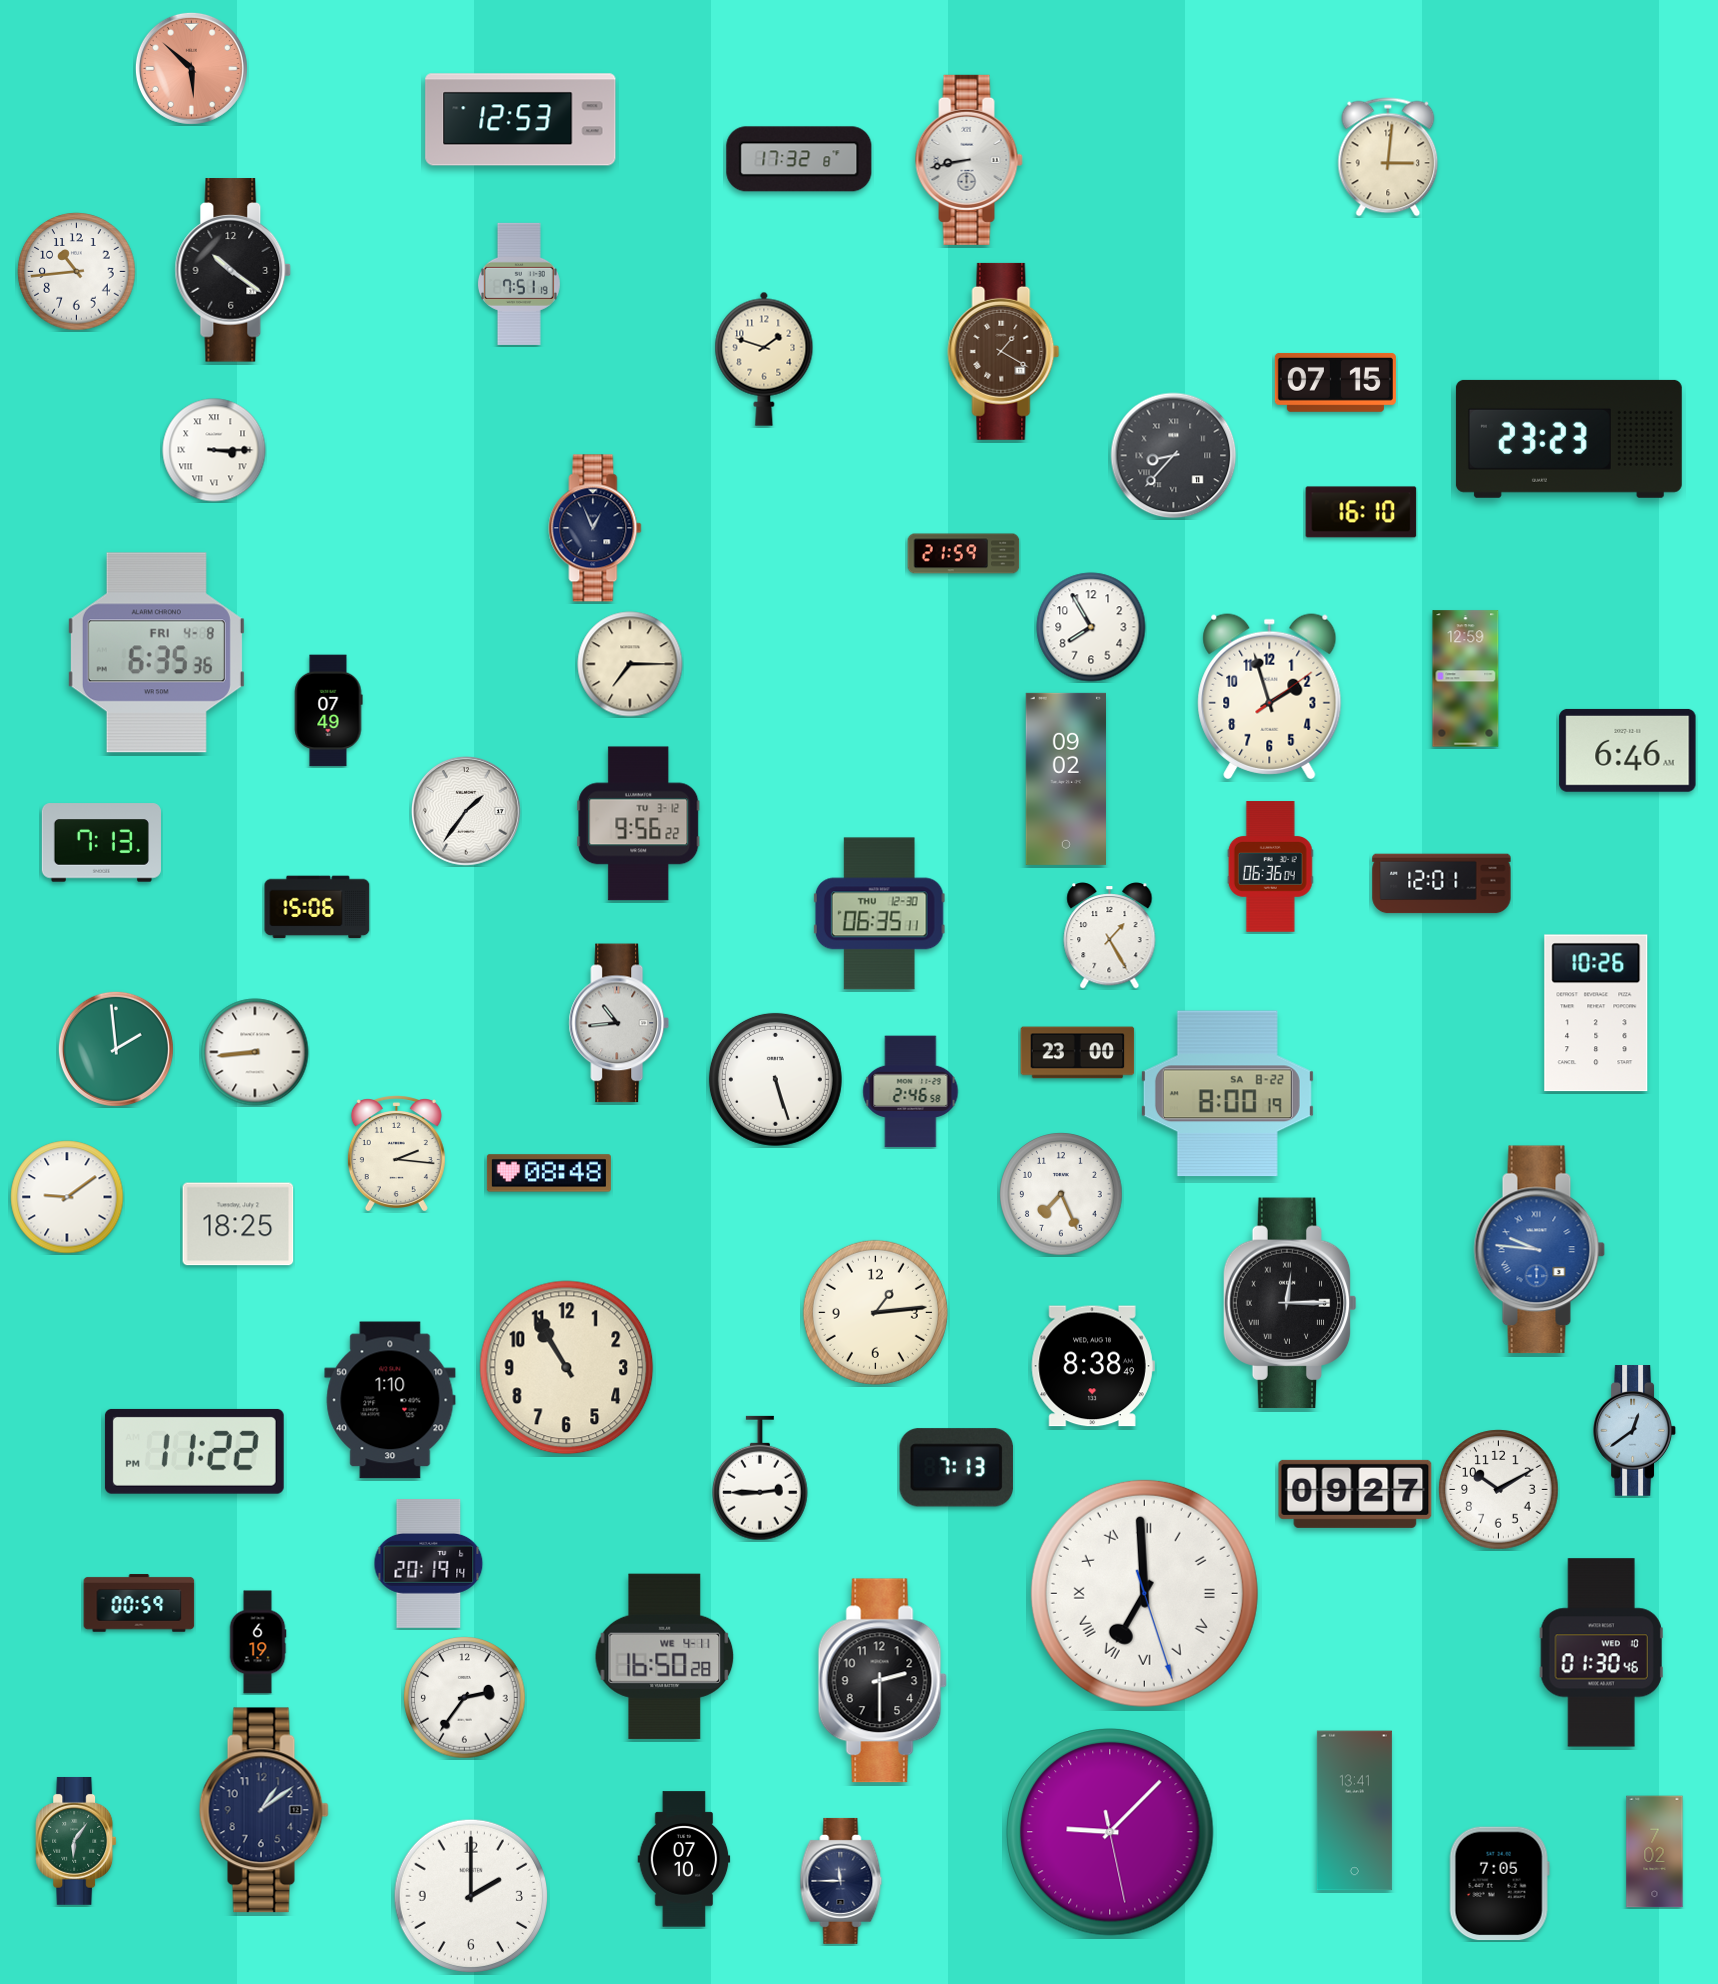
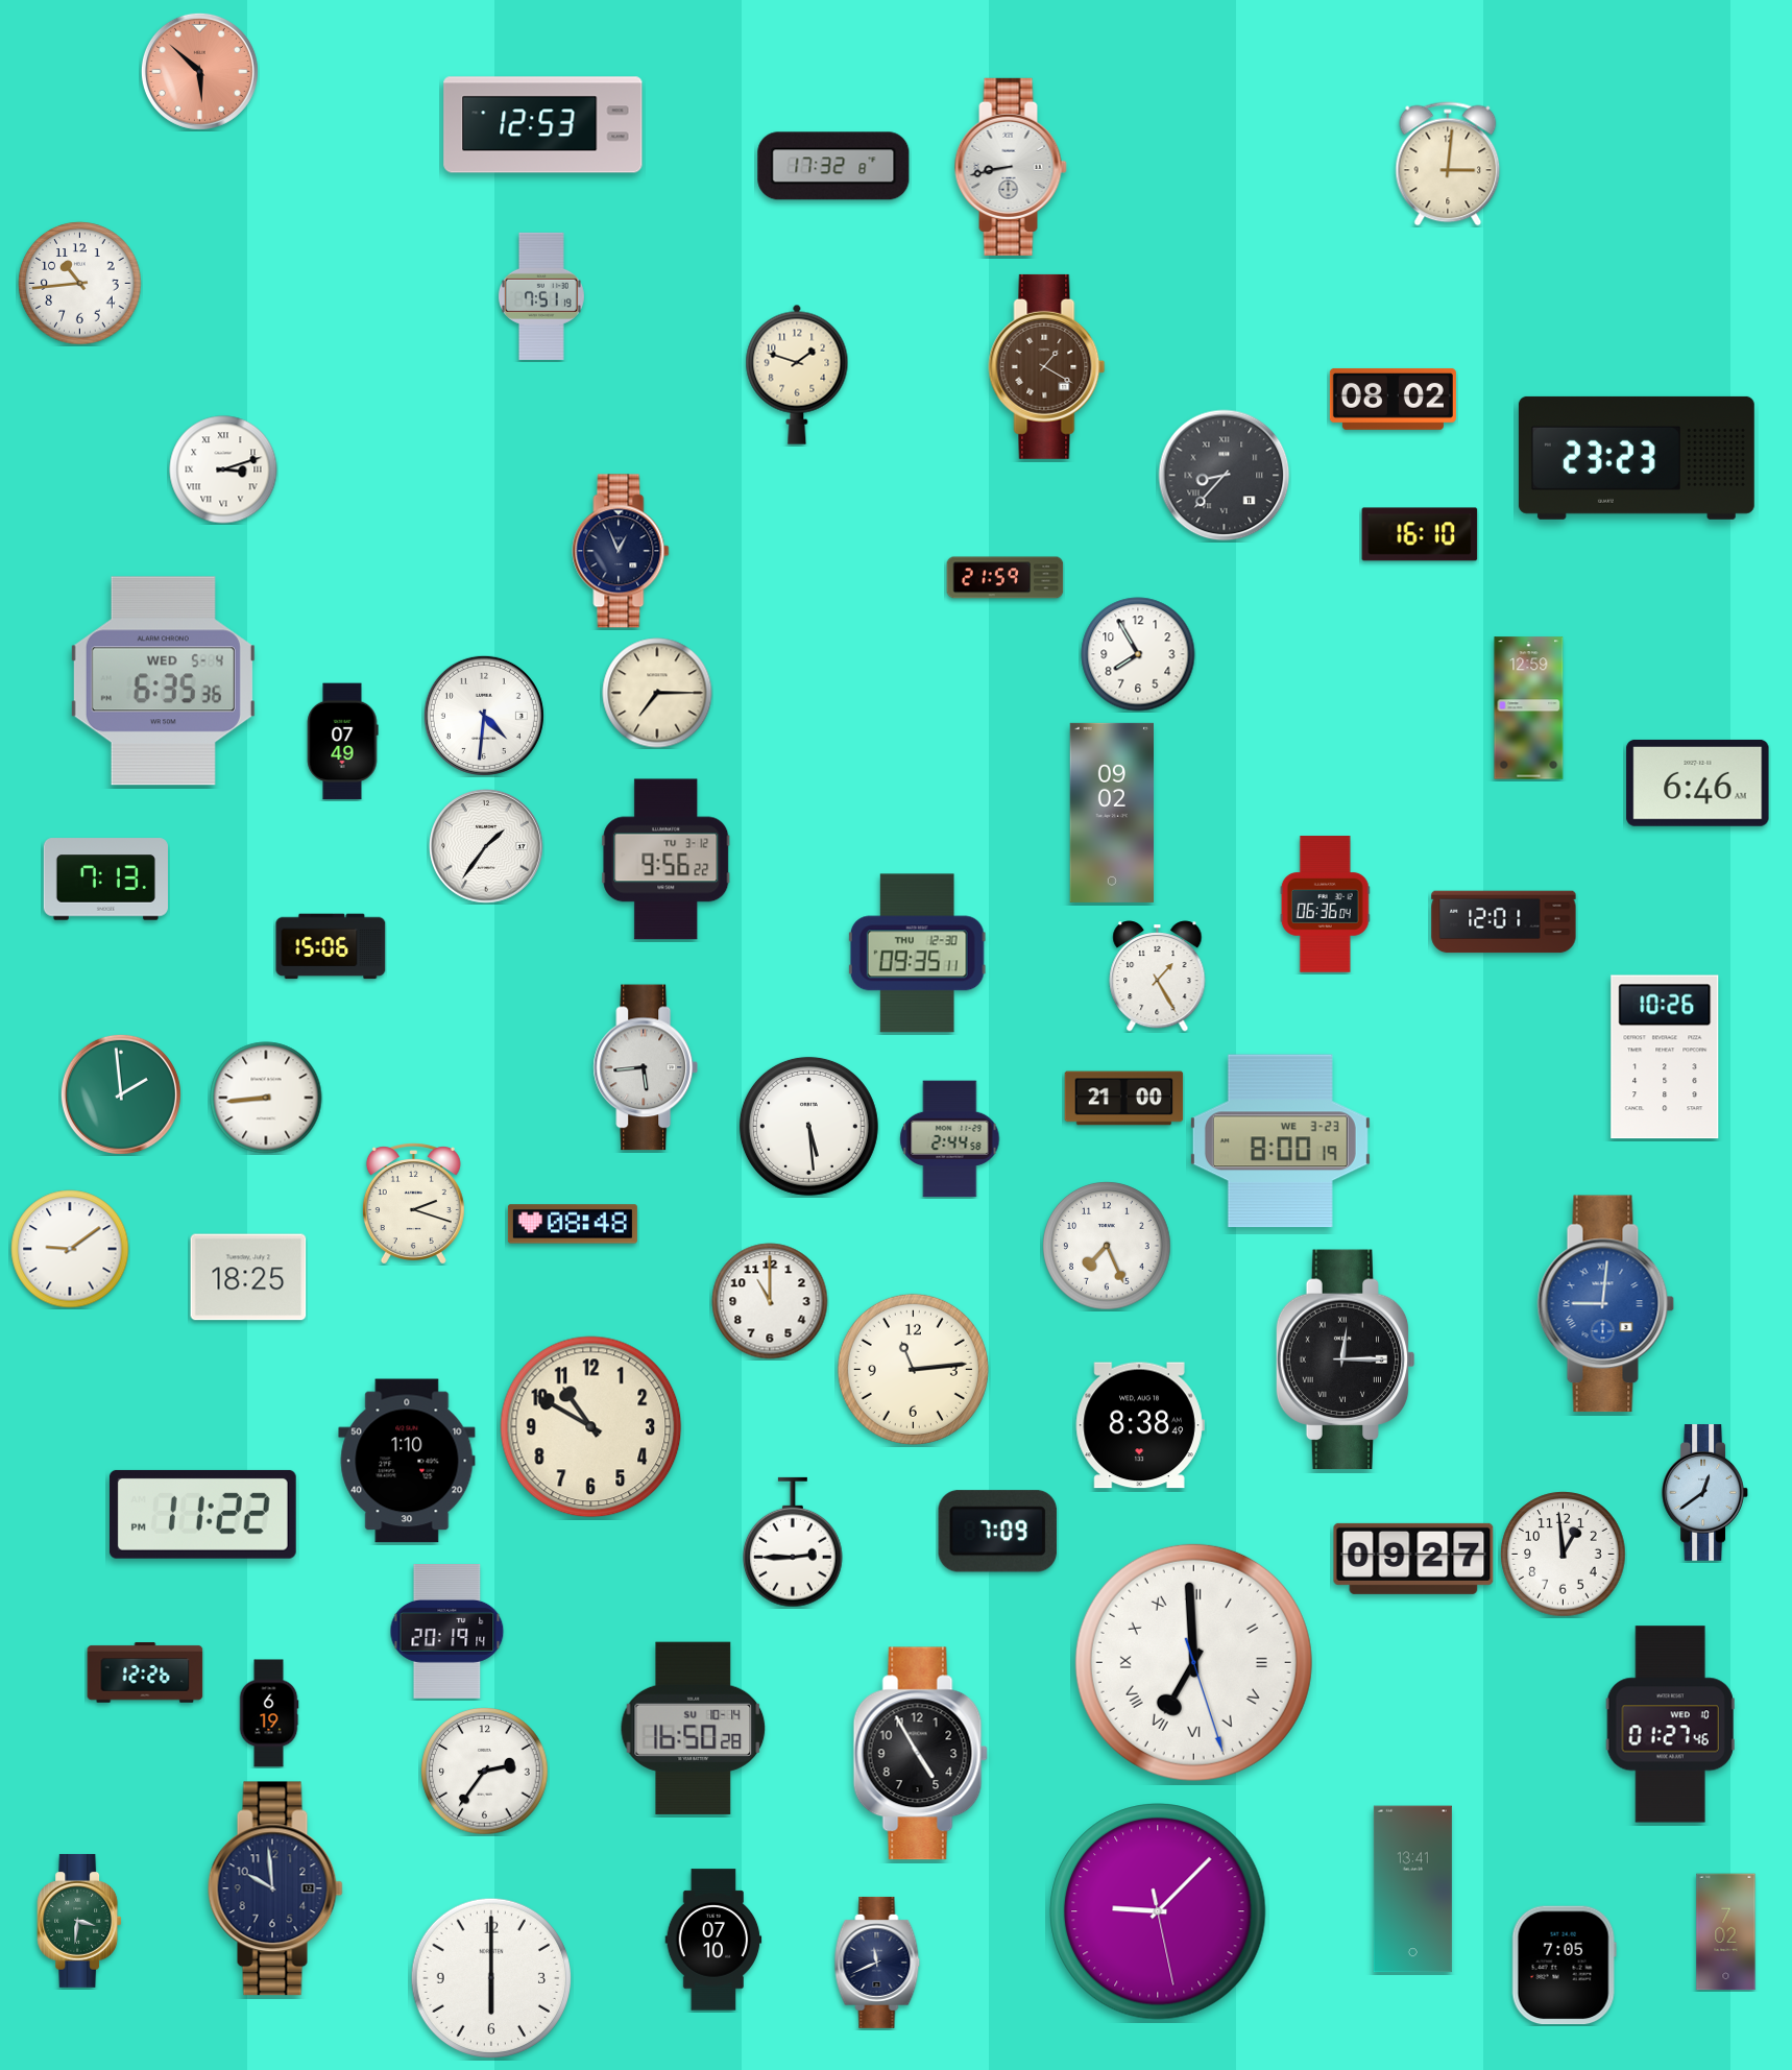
clock at (233, 270): 10:21 -> none
clock at (1335, 382): 07:15 -> 08:02
clock at (214, 450): 3:15 -> 3:12
clock at (156, 653) date: FRI 4-8 -> WED 5-4
clock at (484, 716): none -> 4:31
clock at (1270, 697): 1:57 -> none
clock at (879, 914): 06:35 -> 09:35
clock at (619, 1023): 10:44 -> 5:44
clock at (1078, 1053): 23:00 -> 21:00
clock at (775, 1079): 5:27 -> 5:29
clock at (911, 1092): 2:46 -> 2:44
clock at (1227, 1094) date: SA 8-22 -> WE 3-23
clock at (396, 1154): 2:16 -> 2:18
clock at (770, 1301): none -> 11:00
clock at (1540, 1250): 9:46 -> 9:01
clock at (875, 1312): 1:14 -> 11:14
clock at (567, 1368): 10:55 -> 10:50
clock at (956, 1468): 7:13 -> 7:09
clock at (1499, 1490): 10:10 -> 12:59
clock at (139, 1603): 00:59 -> 12:26
clock at (1601, 1653): 01:30 -> 01:27
clock at (665, 1656) date: WE 4-11 -> SU 10-14
clock at (882, 1681): 2:30 -> 4:55
clock at (264, 1810): 1:09 -> 9:59
clock at (76, 1841): 6:06 -> 3:31
clock at (841, 1881): 11:45 -> 11:41
clock at (470, 1895): 2:00 -> 6:00
